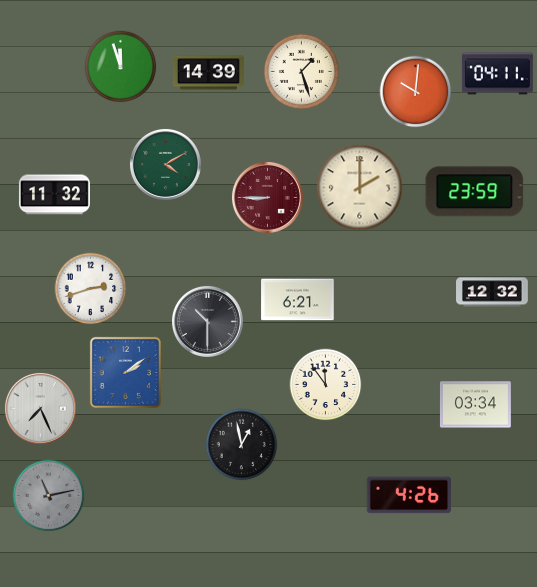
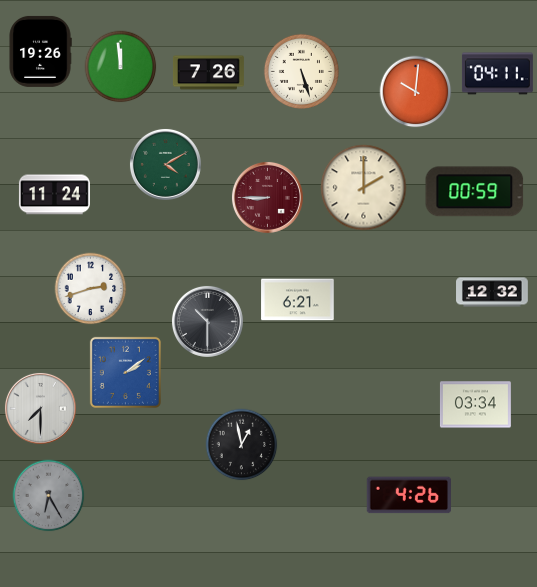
clock at (40, 51): none -> 19:26
clock at (121, 67): 11:57 -> 11:59
clock at (301, 71): 1:27 -> 5:27
clock at (208, 73): 14:39 -> 7:26
clock at (360, 188) position: (360, 188) -> (364, 188)
clock at (475, 192): 23:59 -> 00:59
clock at (54, 195): 11:32 -> 11:24
clock at (326, 385): 11:54 -> none
clock at (40, 408): 7:26 -> 7:30
clock at (49, 496): 11:13 -> 6:25
